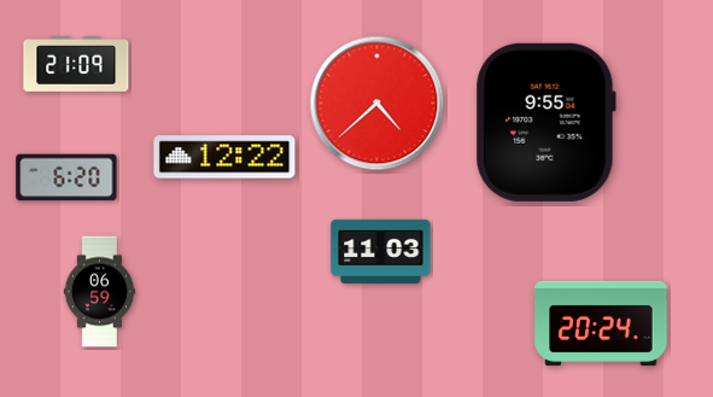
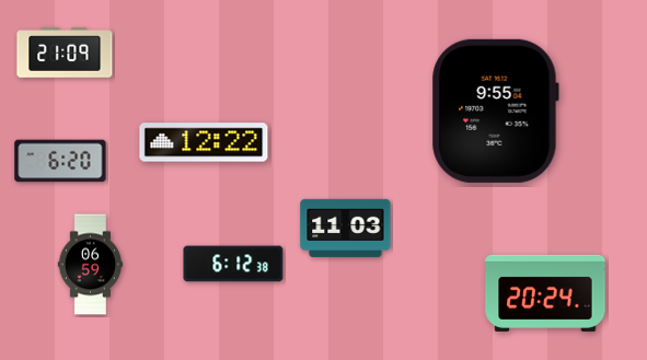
clock at (76, 64) position: (76, 64) -> (65, 53)
clock at (378, 104): 4:38 -> none
clock at (233, 264): none -> 6:12
